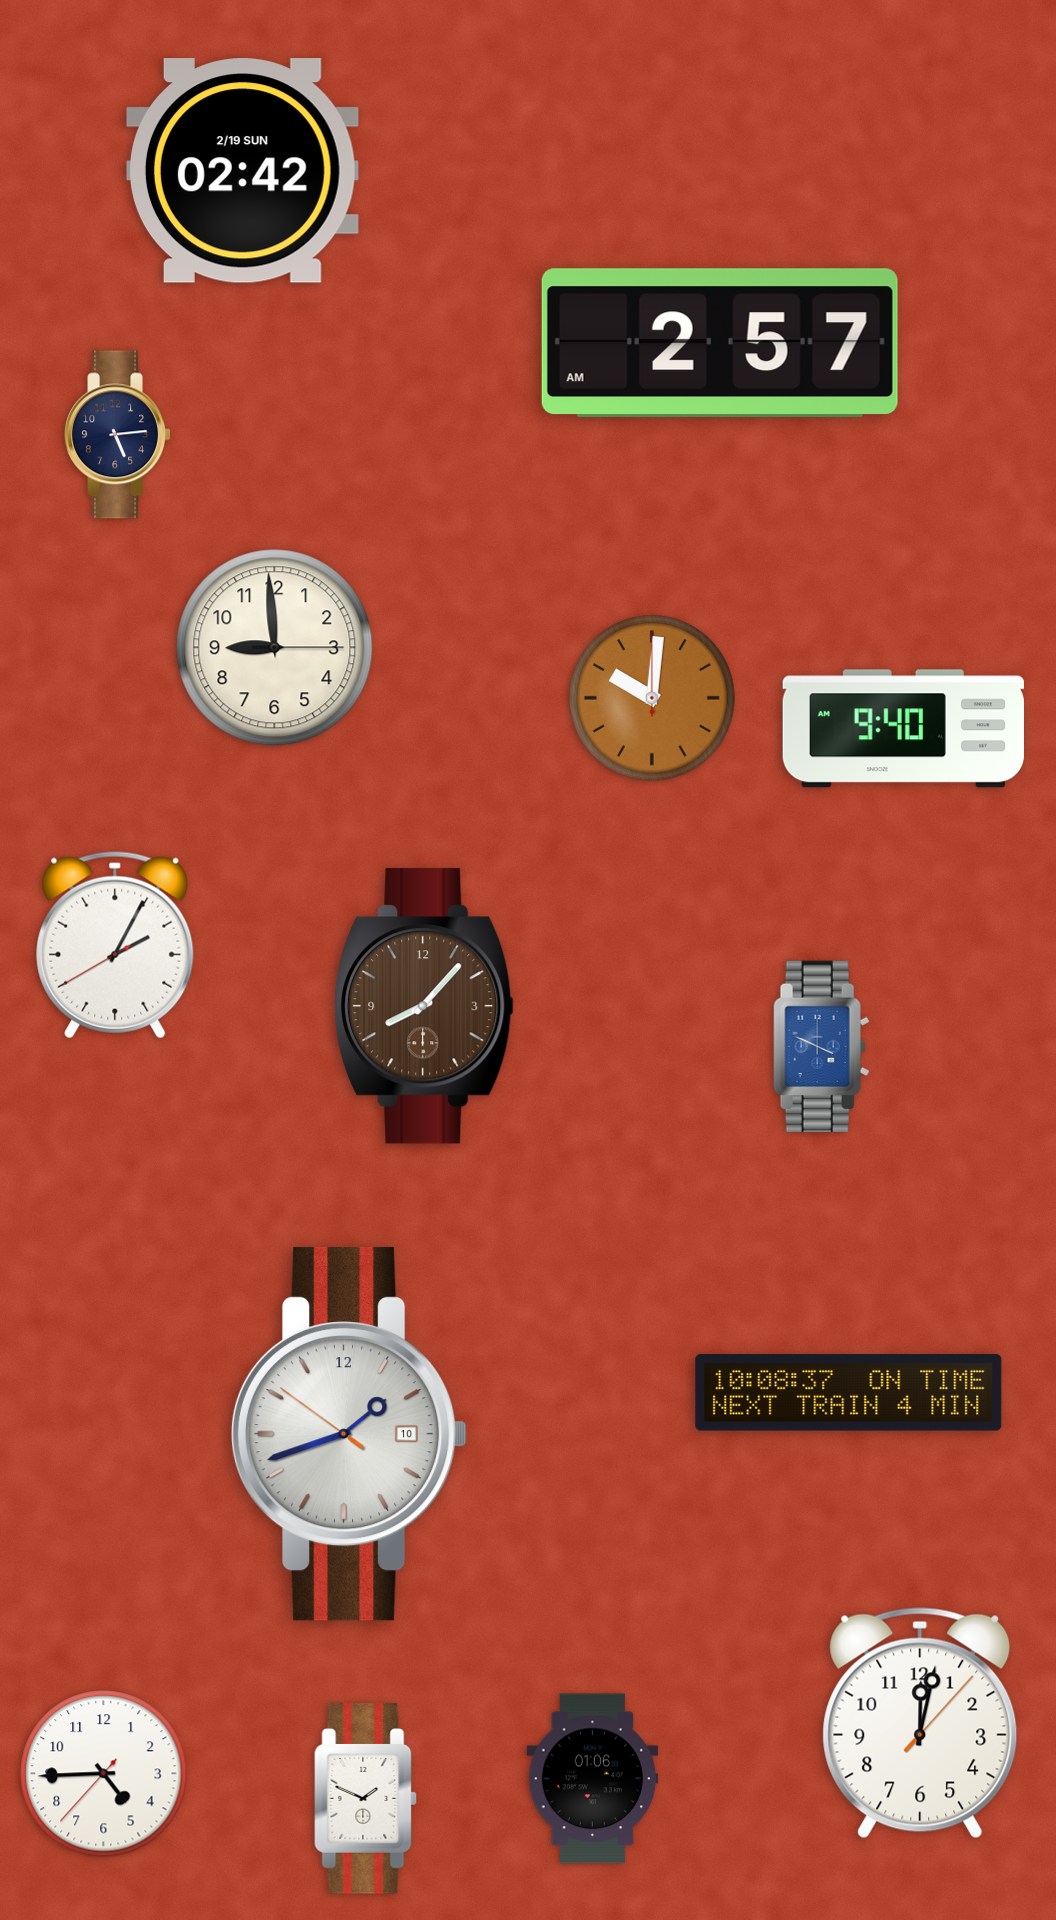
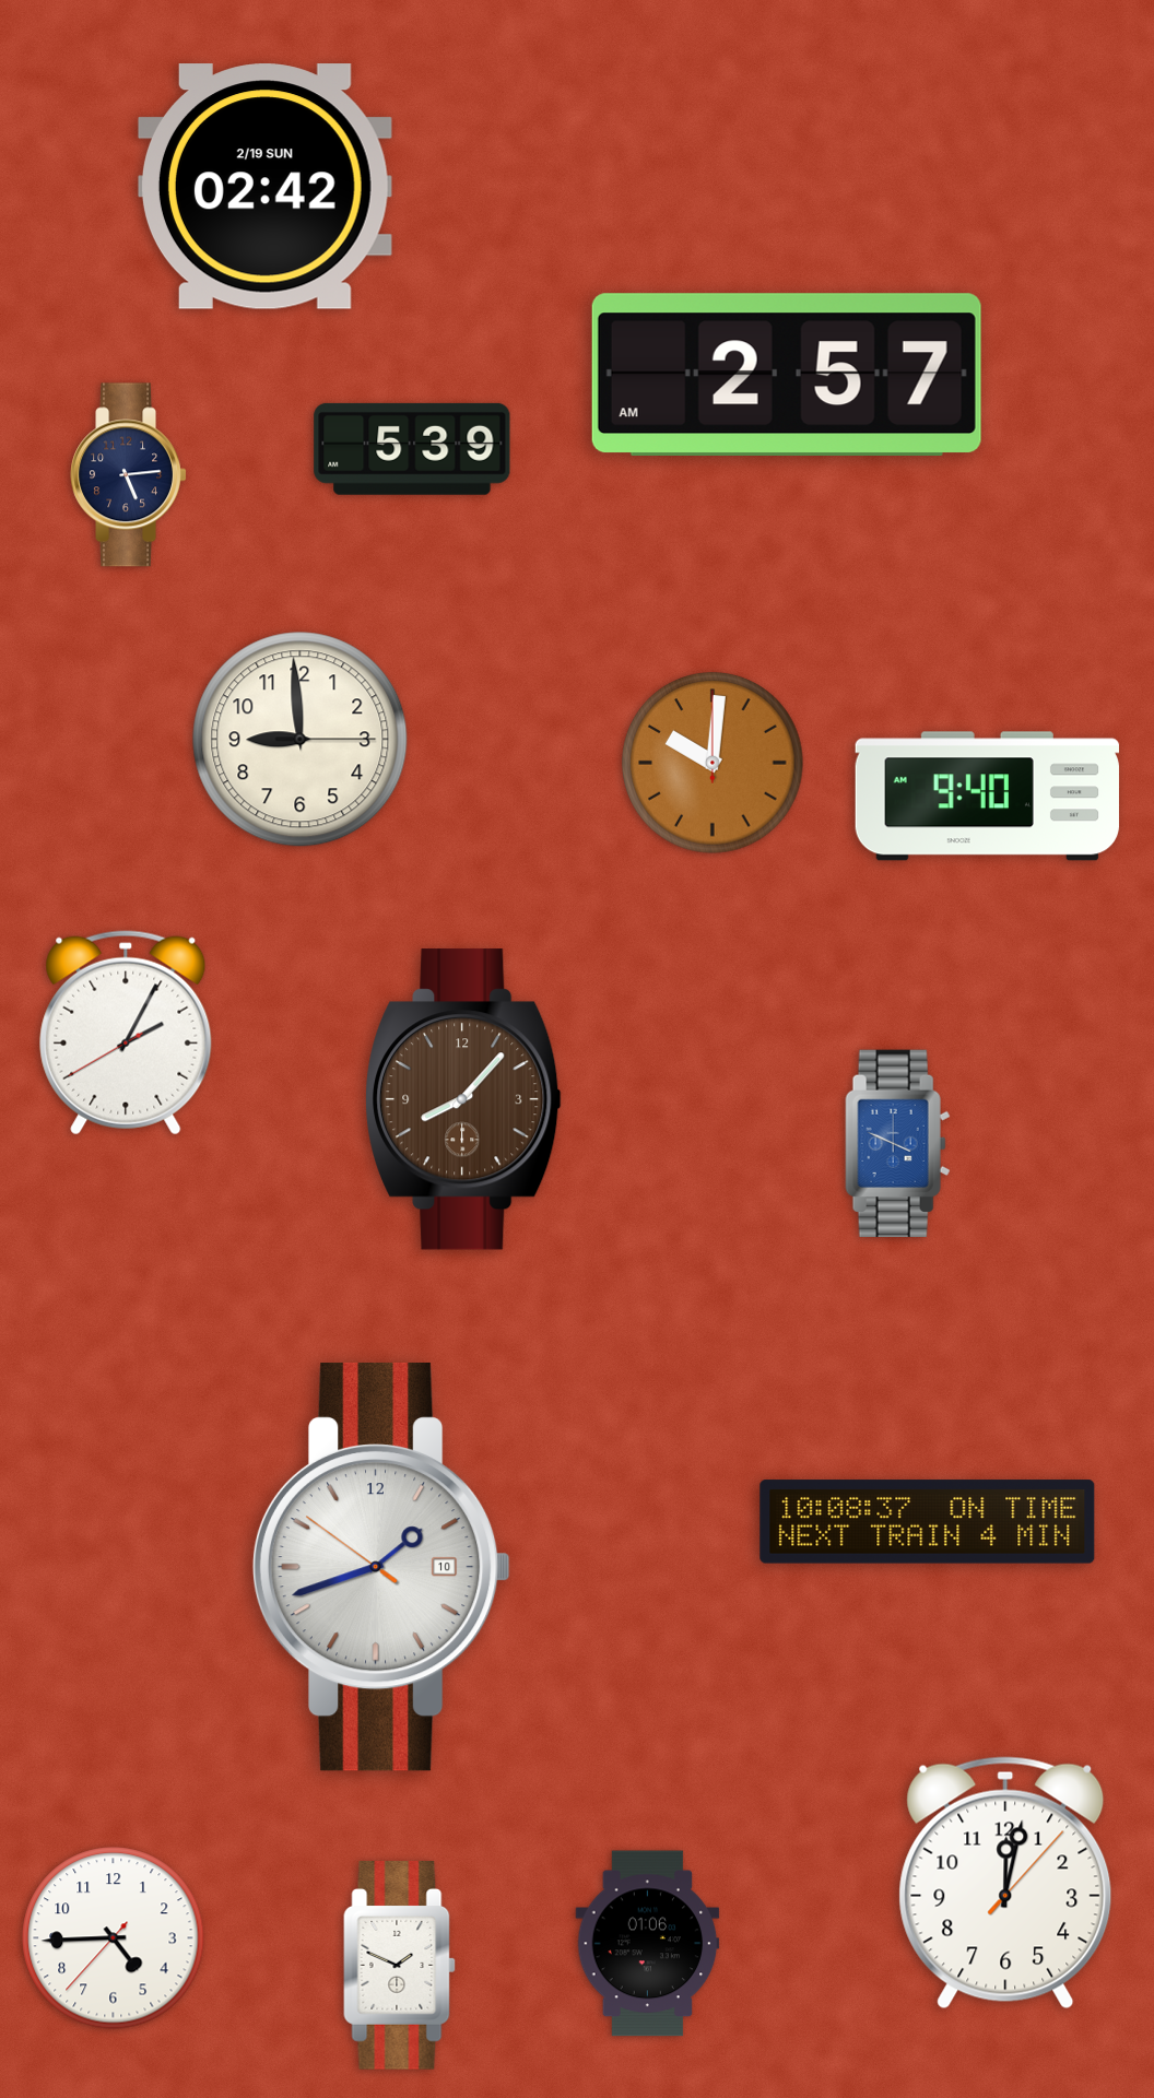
clock at (412, 449): none -> 5:39
clock at (275, 648) position: (275, 648) -> (301, 740)
